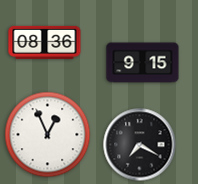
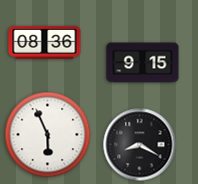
clock at (48, 135): 12:56 -> 5:56
clock at (140, 145): 7:20 -> 8:20
